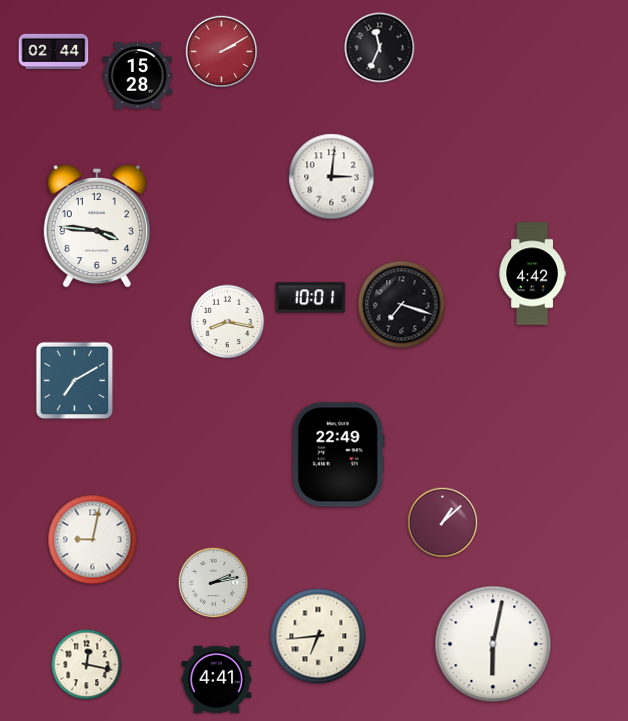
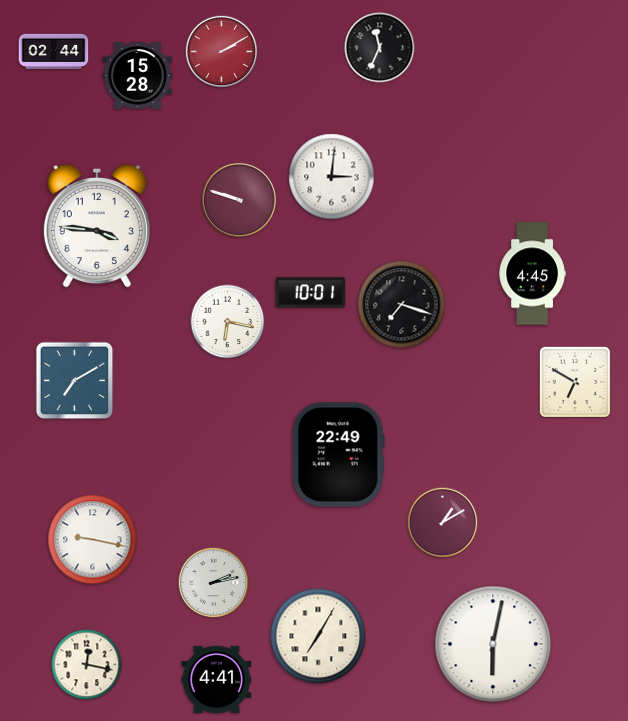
clock at (239, 200): none -> 9:48
clock at (532, 274): 4:42 -> 4:45
clock at (311, 298) position: (311, 298) -> (311, 293)
clock at (228, 322): 8:17 -> 6:17
clock at (574, 381): none -> 6:50
clock at (443, 523): 1:08 -> 1:10
clock at (93, 540): 9:02 -> 9:17
clock at (318, 636): 6:44 -> 7:05
